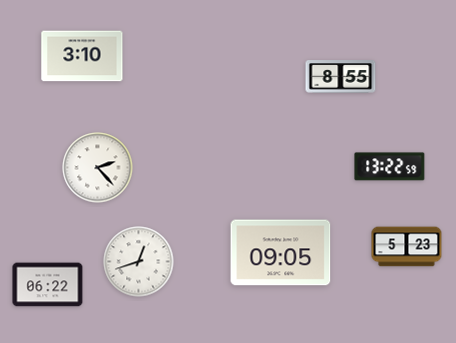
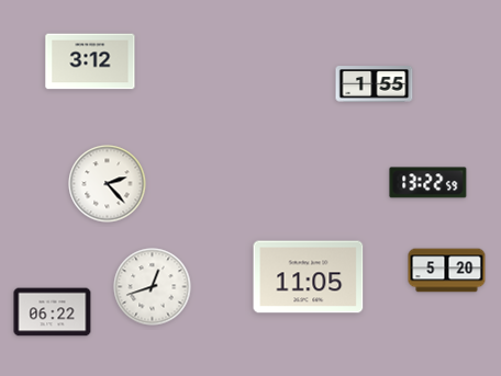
clock at (82, 56): 3:10 -> 3:12
clock at (341, 77): 8:55 -> 1:55
clock at (407, 247): 5:23 -> 5:20
clock at (281, 253): 09:05 -> 11:05
